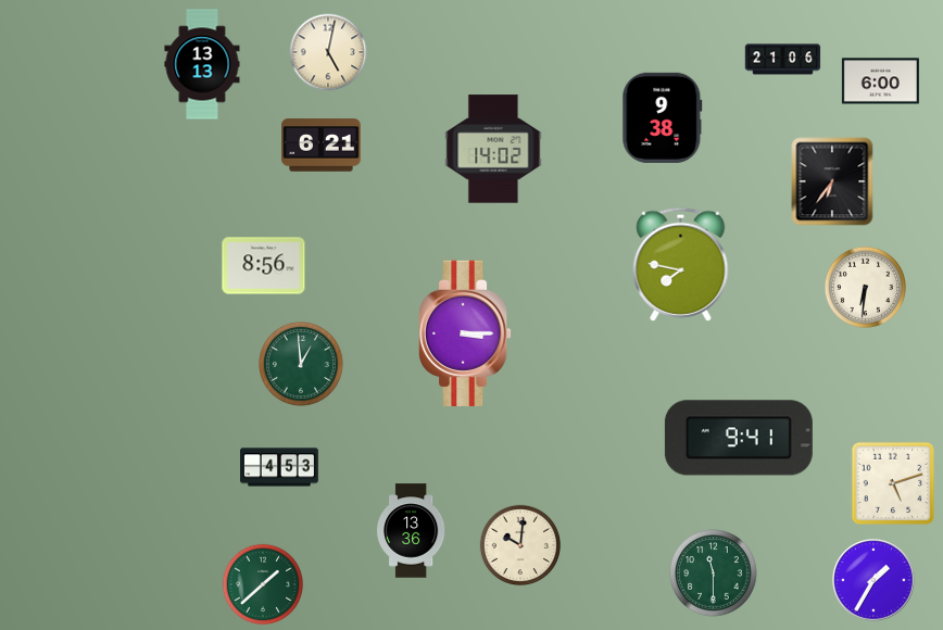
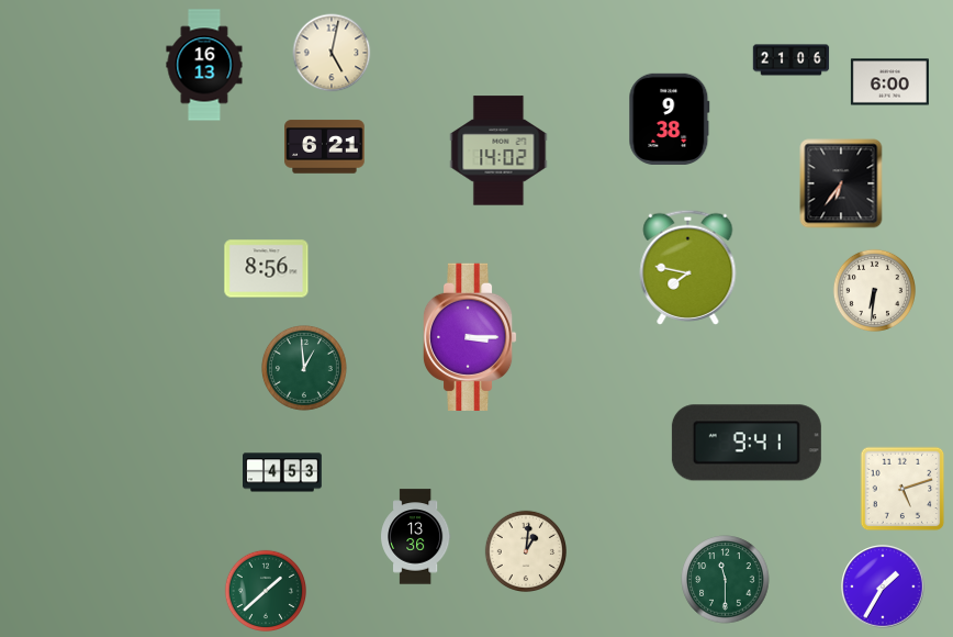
clock at (202, 64): 13:13 -> 16:13
clock at (519, 544): 10:01 -> 1:01
clock at (714, 574) position: (714, 574) -> (726, 580)
